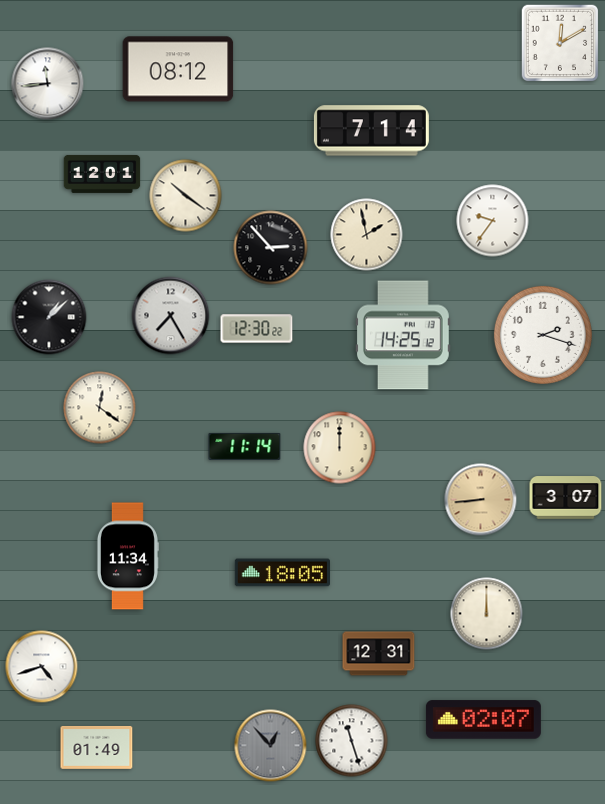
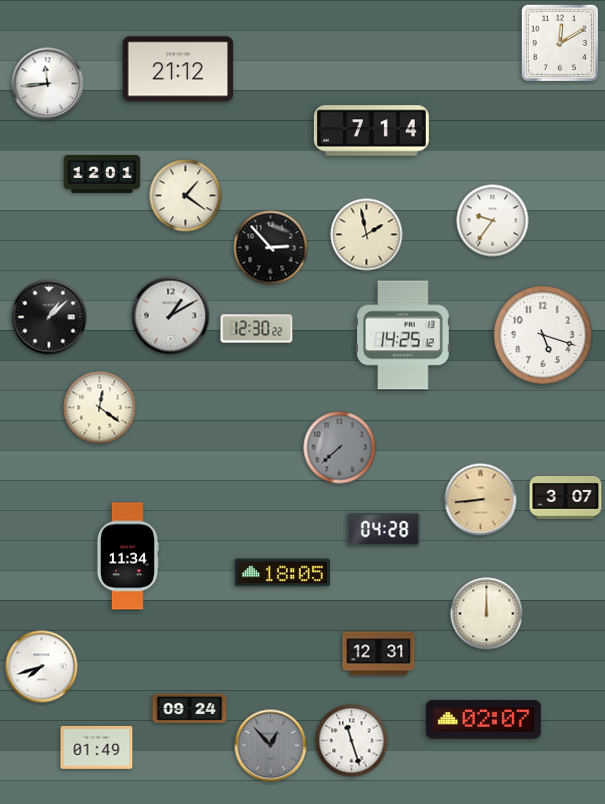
clock at (178, 69): 08:12 -> 21:12
clock at (186, 196): 10:21 -> 1:21
clock at (171, 316): 7:25 -> 1:10
clock at (543, 335): 2:18 -> 5:18
clock at (245, 446): 11:14 -> none
clock at (340, 448): 12:00 -> 7:38
clock at (340, 448) dial: cream -> grey
clock at (384, 530): none -> 04:28
clock at (42, 667): 4:42 -> 7:42
clock at (190, 708): none -> 09:24
